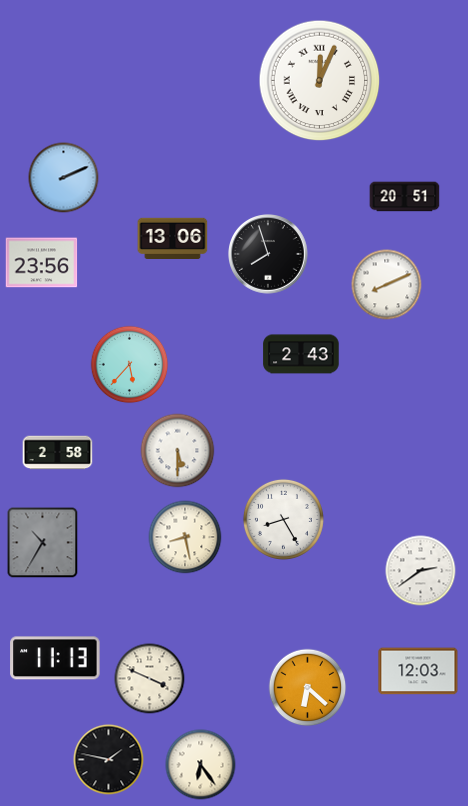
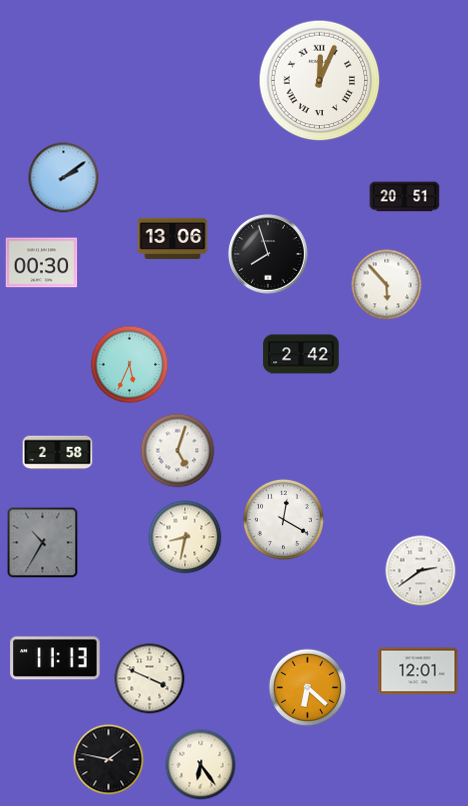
clock at (64, 178): 2:11 -> 2:09
clock at (42, 263): 23:56 -> 00:30
clock at (387, 285): 8:11 -> 5:53
clock at (301, 354): 2:43 -> 2:42
clock at (130, 365): 5:37 -> 5:34
clock at (178, 451): 5:30 -> 5:03
clock at (283, 519): 8:25 -> 12:20
clock at (185, 537): 8:28 -> 8:32
clock at (418, 671): 12:03 -> 12:01
